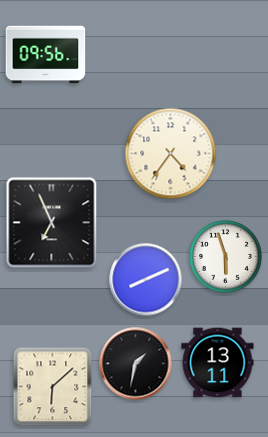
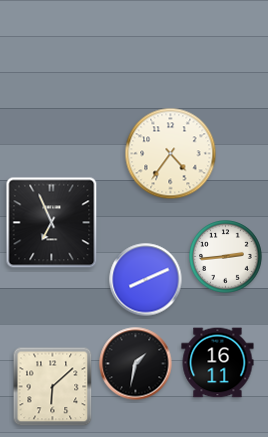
clock at (46, 55): 09:56 -> none
clock at (226, 257): 5:57 -> 2:44
clock at (218, 363): 13:11 -> 16:11
